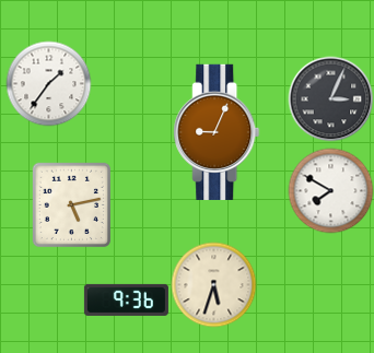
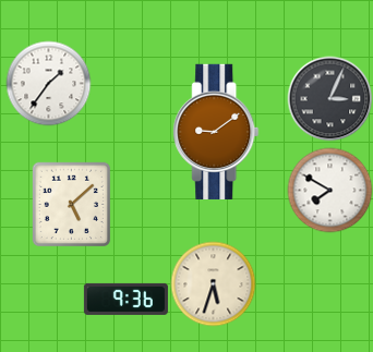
clock at (217, 132): 9:04 -> 9:09
clock at (71, 204): 5:13 -> 5:08
